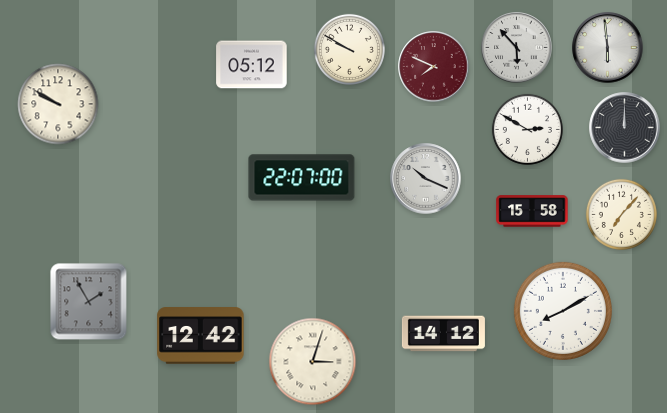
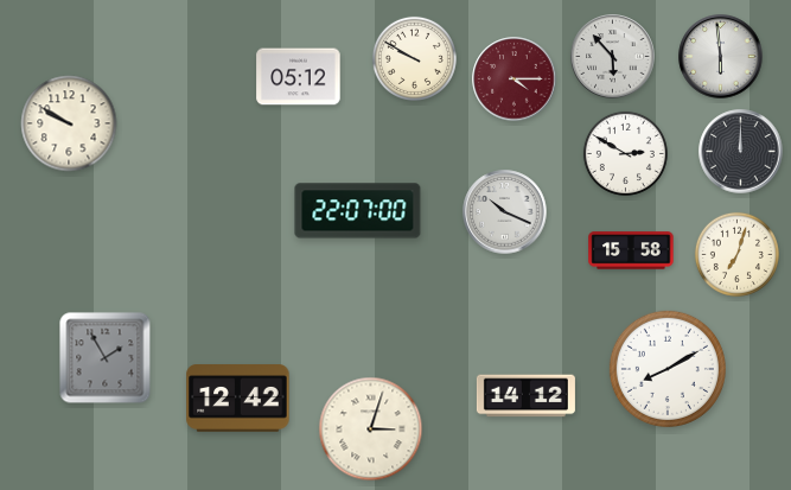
clock at (434, 67): 7:49 -> 4:15
clock at (621, 214): 7:07 -> 7:03
